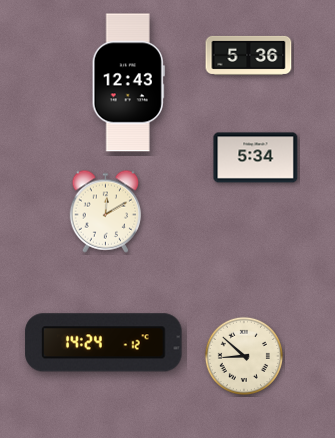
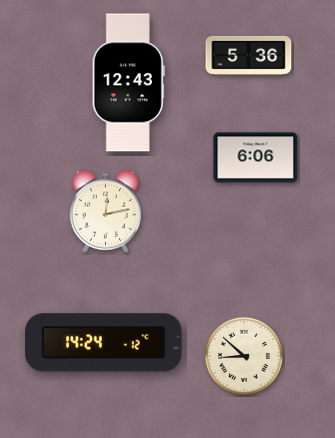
clock at (256, 158): 5:34 -> 6:06
clock at (106, 211): 12:10 -> 12:13
